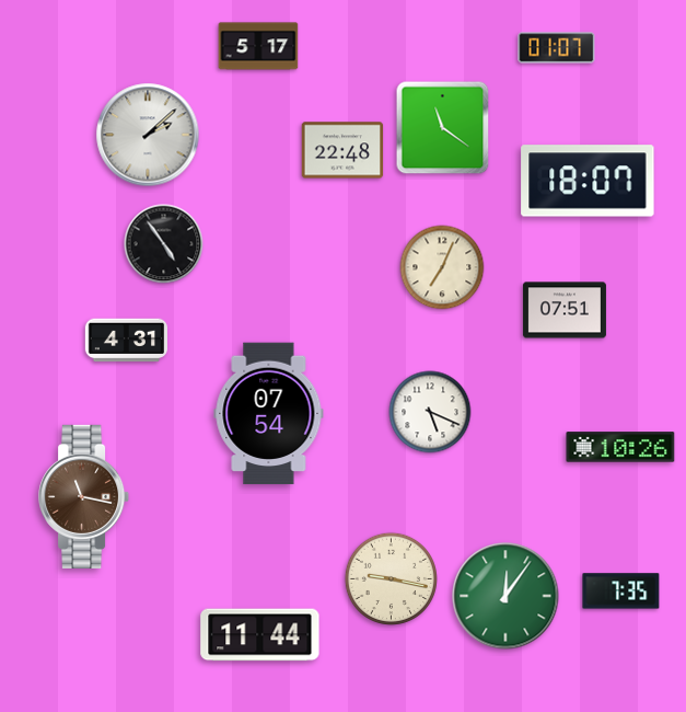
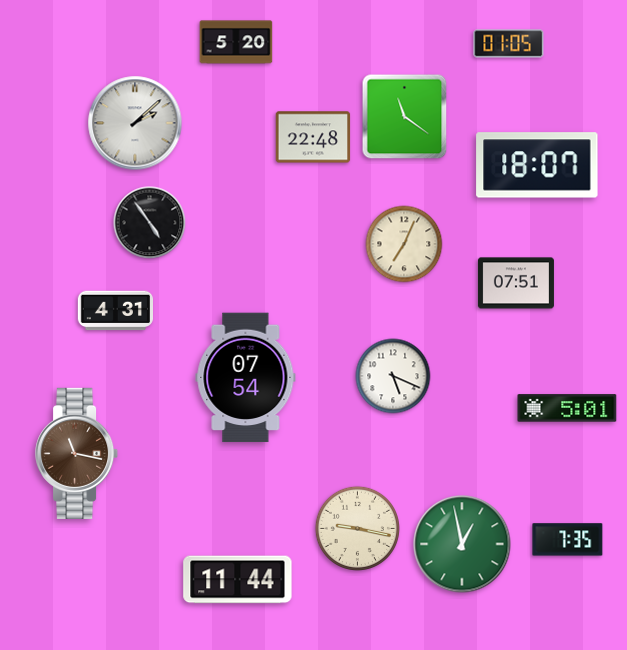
clock at (258, 46): 5:17 -> 5:20
clock at (557, 48): 01:07 -> 01:05
clock at (620, 447): 10:26 -> 5:01
clock at (505, 596): 12:06 -> 12:58
